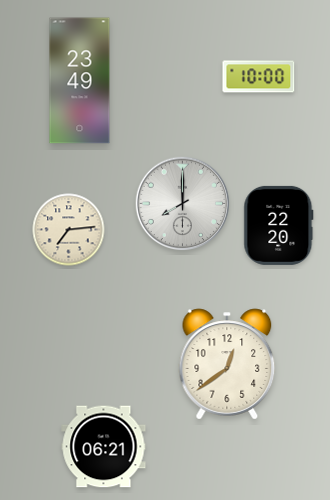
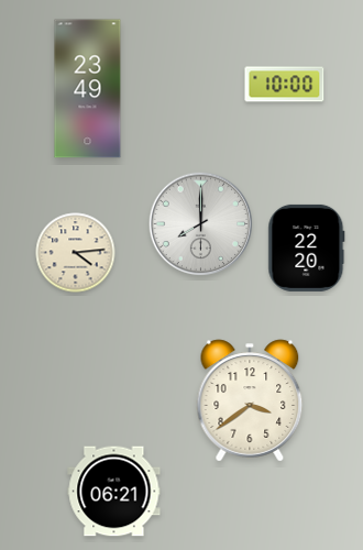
clock at (69, 230): 7:14 -> 4:14
clock at (227, 364): 12:39 -> 3:39
